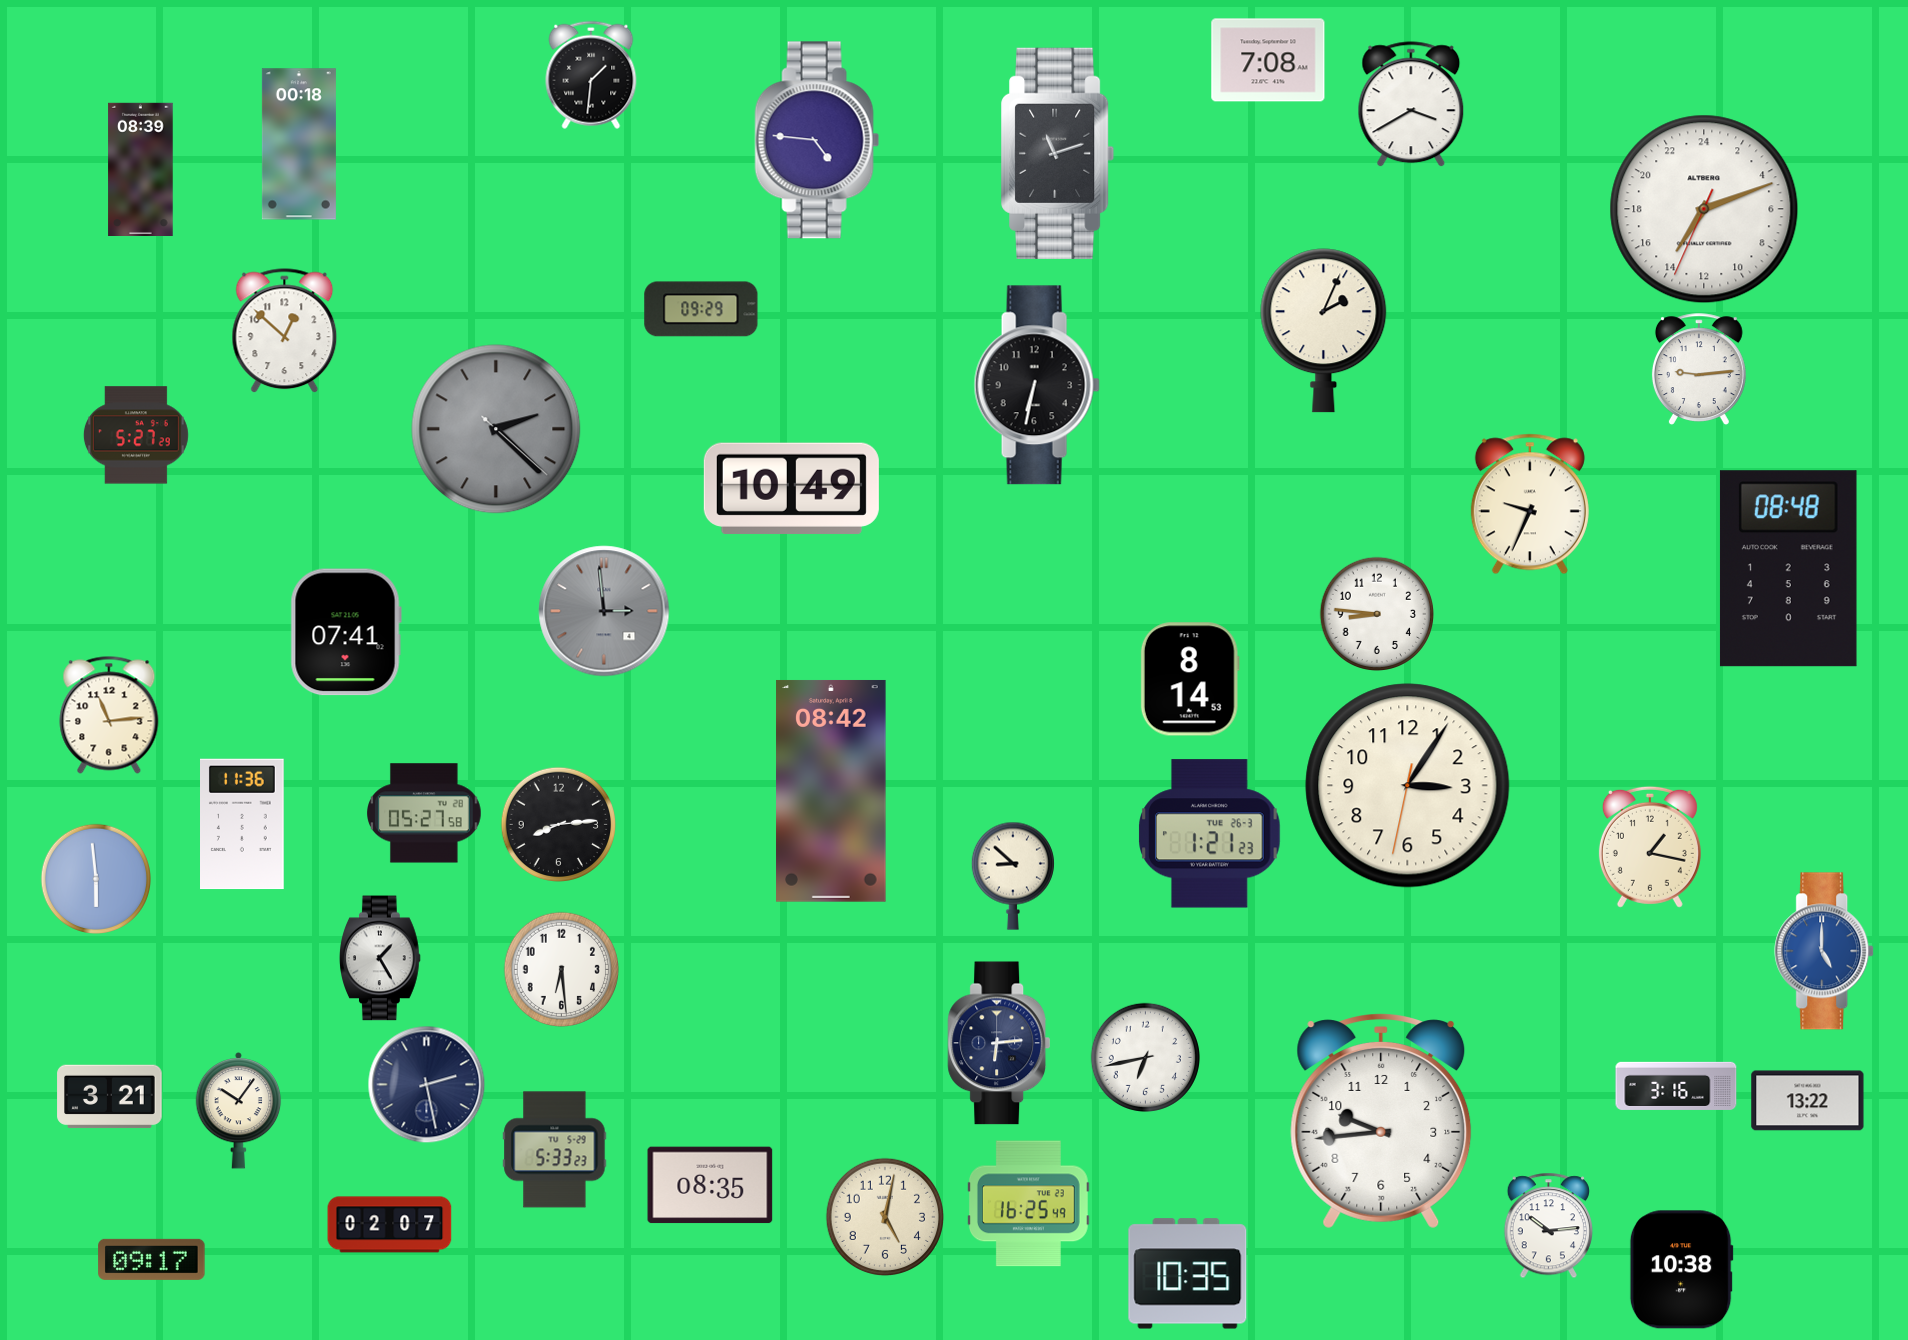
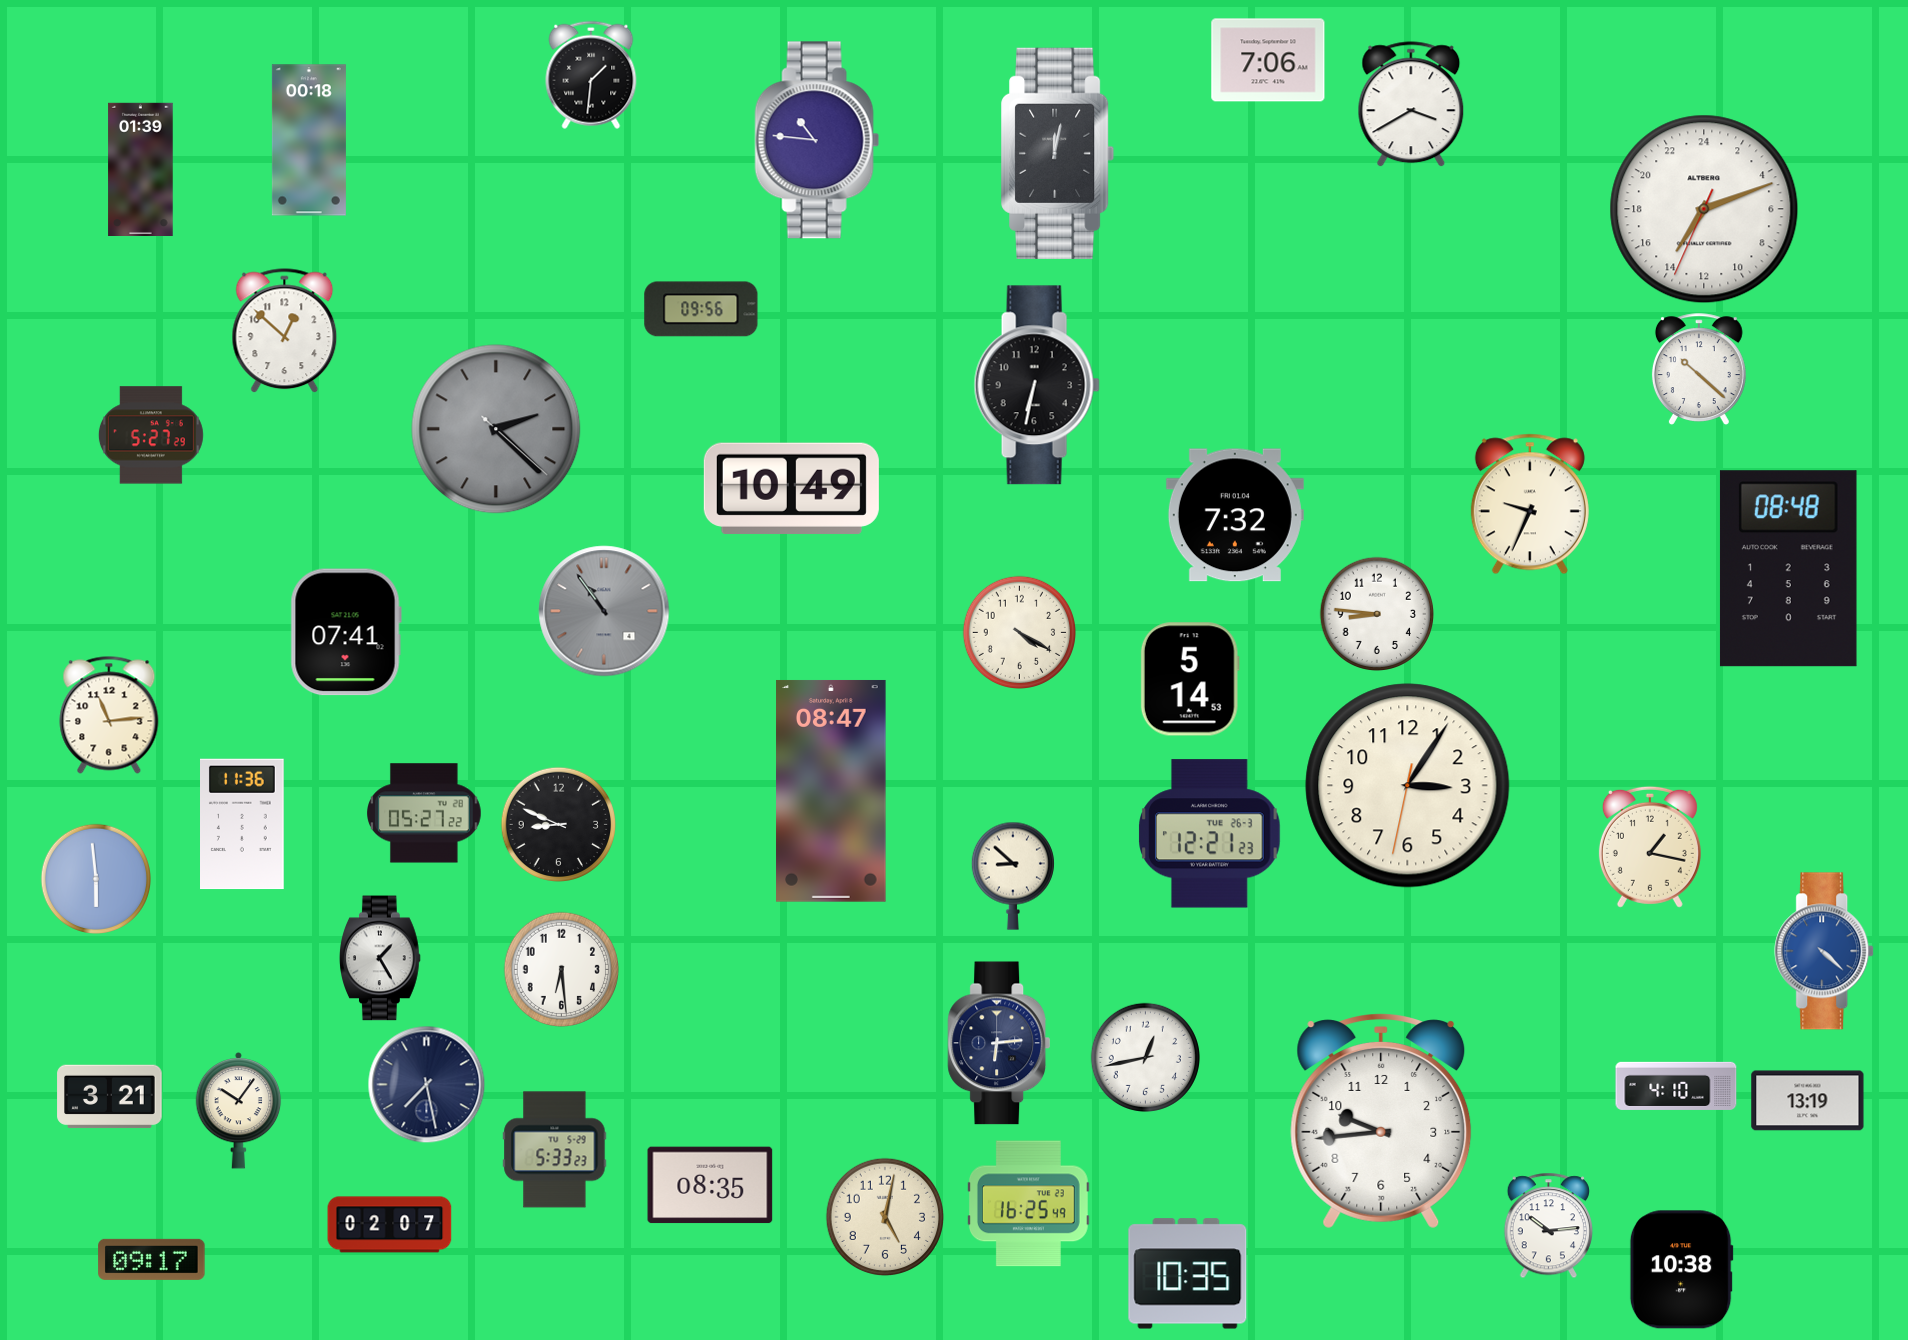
clock at (1268, 60): 7:08 -> 7:06
clock at (817, 140): 4:46 -> 10:46
clock at (299, 144) position: (299, 144) -> (309, 140)
clock at (1058, 153): 11:12 -> 12:02
clock at (141, 169): 08:39 -> 01:39
clock at (701, 309): 09:29 -> 09:56
clock at (1324, 331): 2:04 -> none
clock at (1699, 369): 9:14 -> 10:22
clock at (136, 435) position: (136, 435) -> (151, 435)
clock at (1235, 515): none -> 7:32
clock at (604, 611): 2:59 -> 10:54
clock at (1019, 632): none -> 4:20
clock at (1190, 679): 8:14 -> 5:14
clock at (831, 791): 08:42 -> 08:47
clock at (425, 813): 05:27:58 -> 05:27:22
clock at (558, 824): 8:14 -> 8:49
clock at (1210, 834): 1:21 -> 12:21
clock at (1825, 951): 5:00 -> 4:22
clock at (1145, 1057): 6:43 -> 12:43
clock at (427, 1085): 2:28 -> 7:28
clock at (1676, 1086): 3:16 -> 4:10
clock at (1808, 1101): 13:22 -> 13:19
